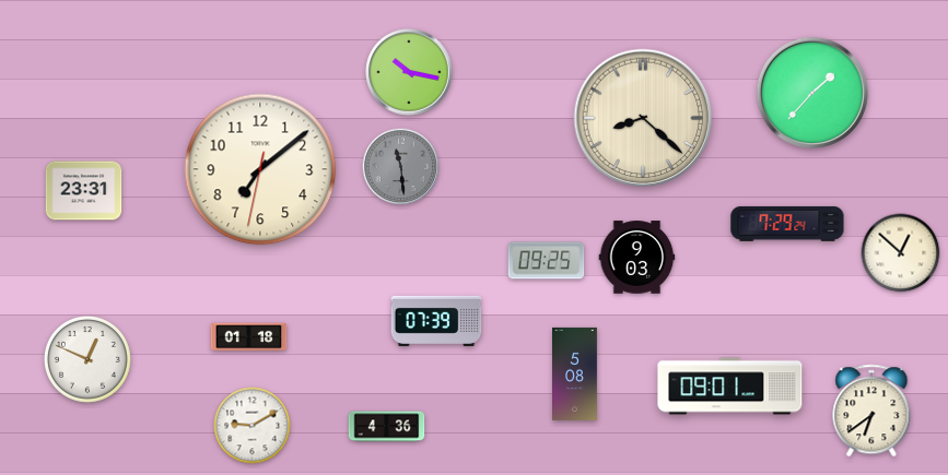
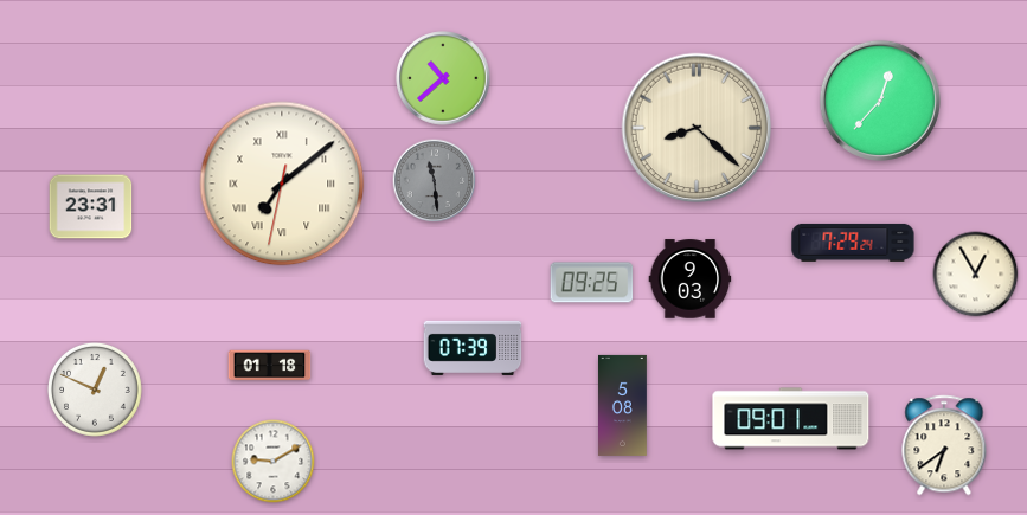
clock at (409, 72): 10:17 -> 10:38
clock at (812, 93): 1:37 -> 12:37
clock at (260, 169) numerals: Arabic -> Roman
clock at (901, 253): 12:52 -> 12:55
clock at (387, 427): 4:36 -> none
